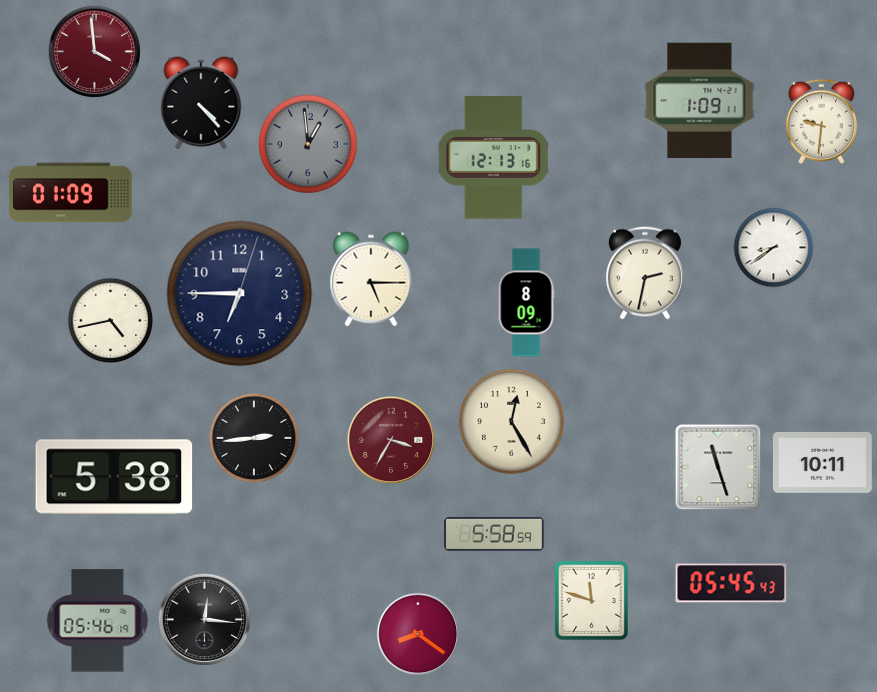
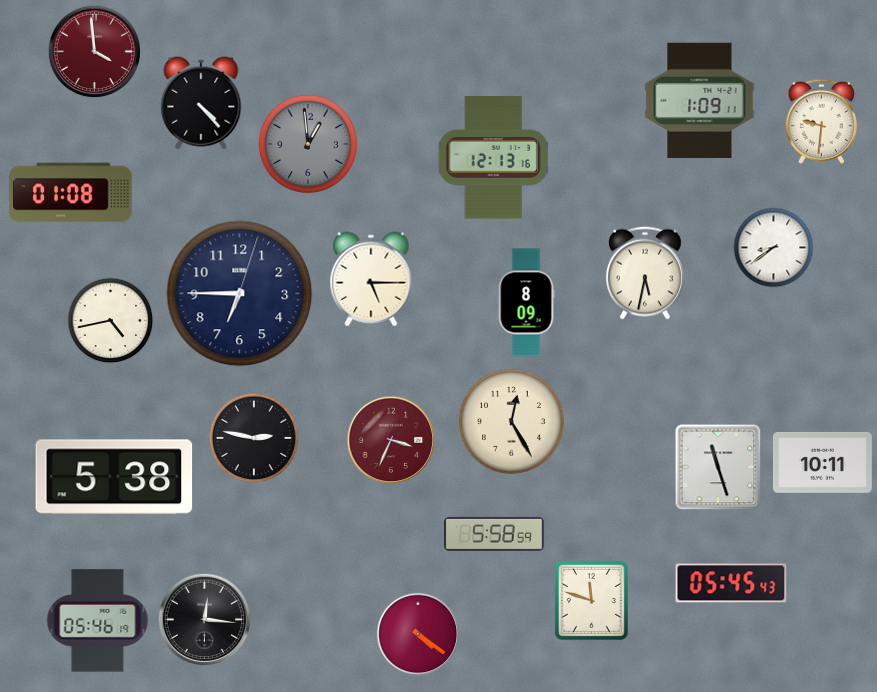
clock at (71, 193): 01:09 -> 01:08
clock at (645, 273): 2:32 -> 5:32
clock at (254, 438): 2:44 -> 2:47
clock at (391, 440): 3:35 -> 3:34
clock at (418, 634): 8:21 -> 4:21
